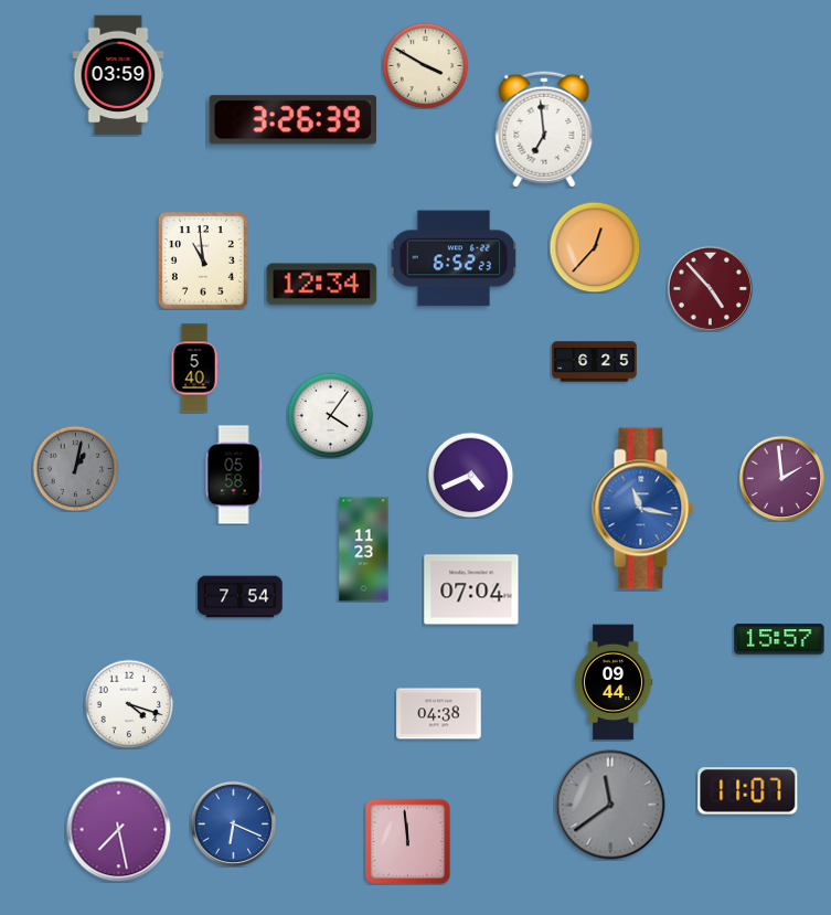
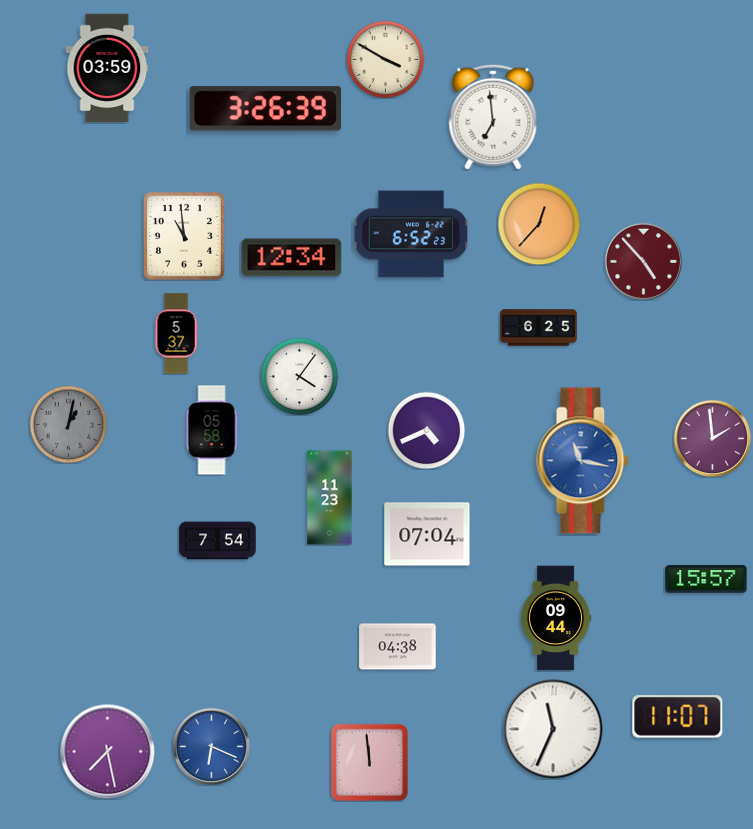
clock at (194, 369): 5:40 -> 5:37
clock at (781, 478) position: (781, 478) -> (712, 438)
clock at (129, 704): 4:18 -> none
clock at (610, 805): 11:39 -> 11:34
clock at (610, 805) dial: grey -> white
